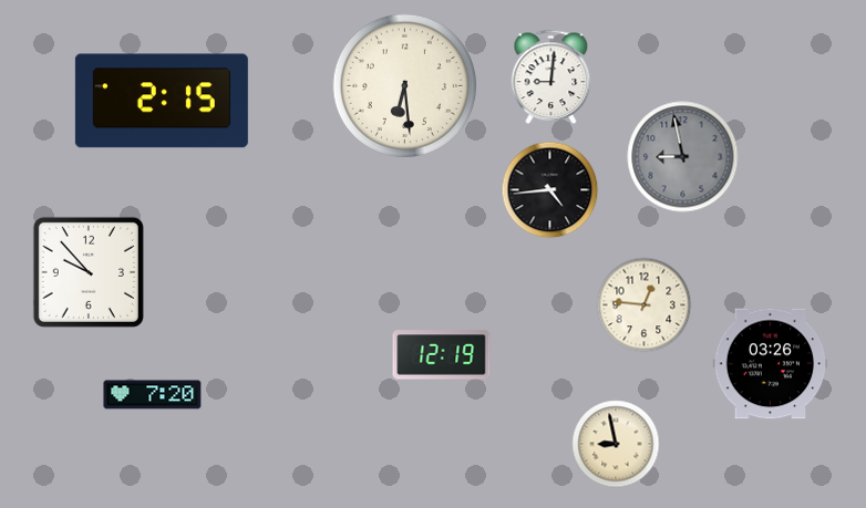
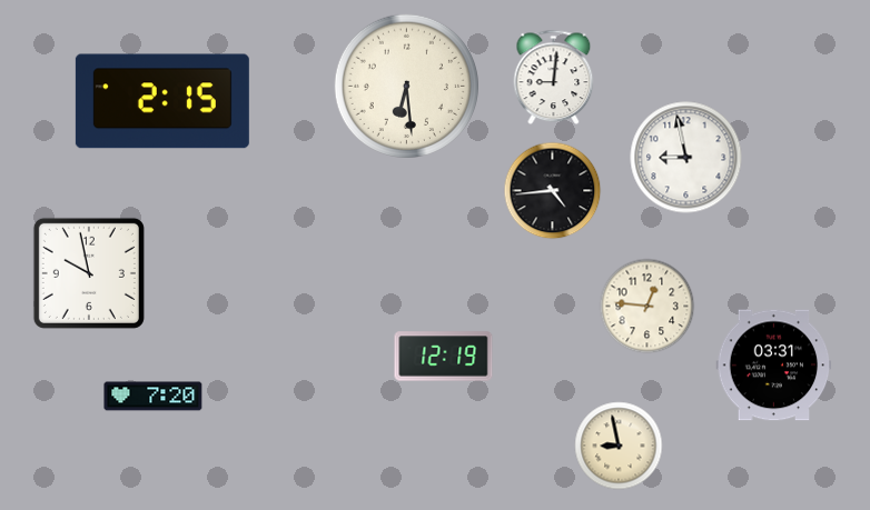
clock at (683, 157) dial: grey -> white
clock at (89, 272): 9:53 -> 9:58
clock at (771, 364): 03:26 -> 03:31
